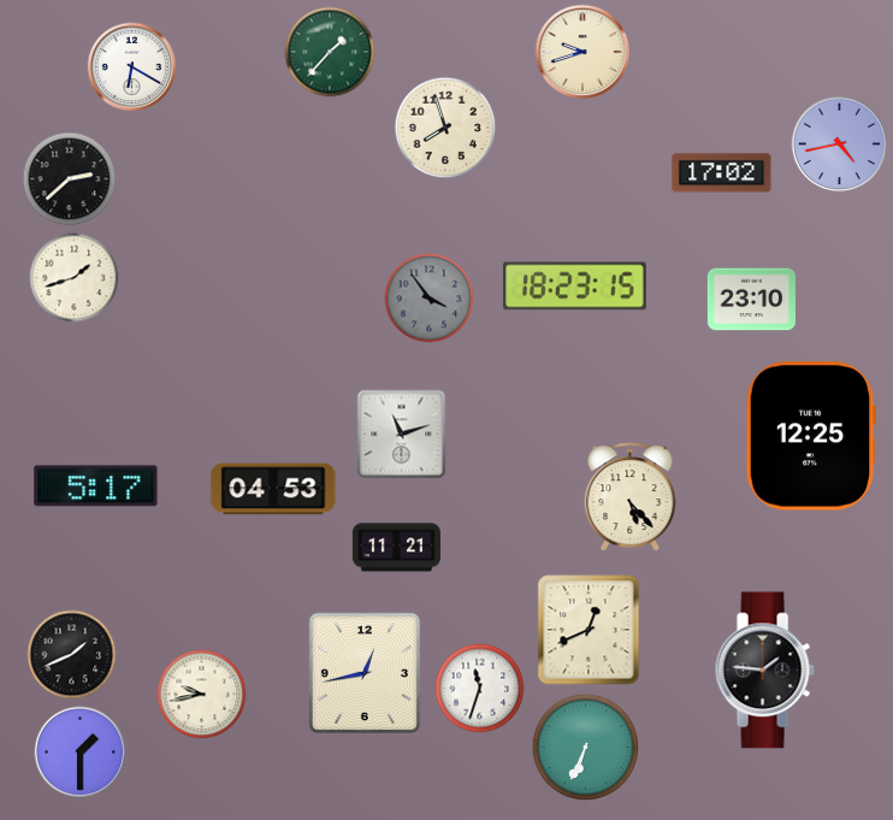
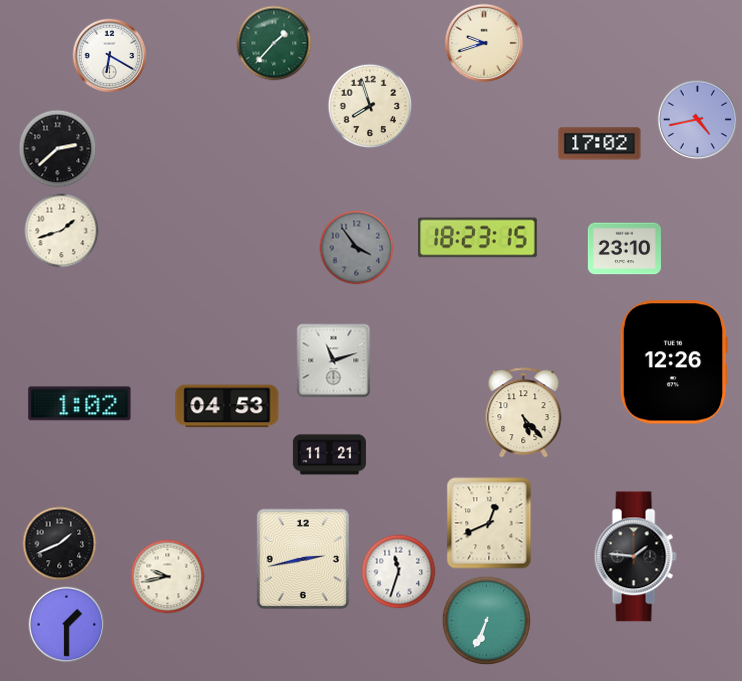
clock at (811, 436): 12:25 -> 12:26
clock at (96, 486): 5:17 -> 1:02
clock at (365, 673): 12:43 -> 2:43
